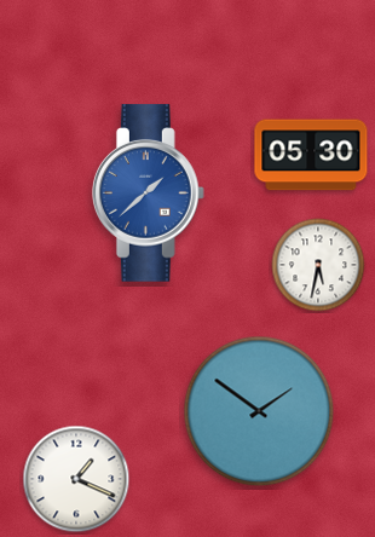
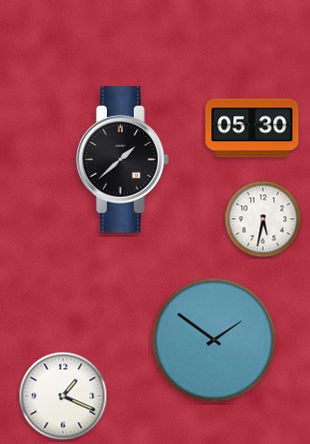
clock at (311, 155) position: (311, 155) -> (252, 128)
clock at (148, 194) dial: blue -> black
